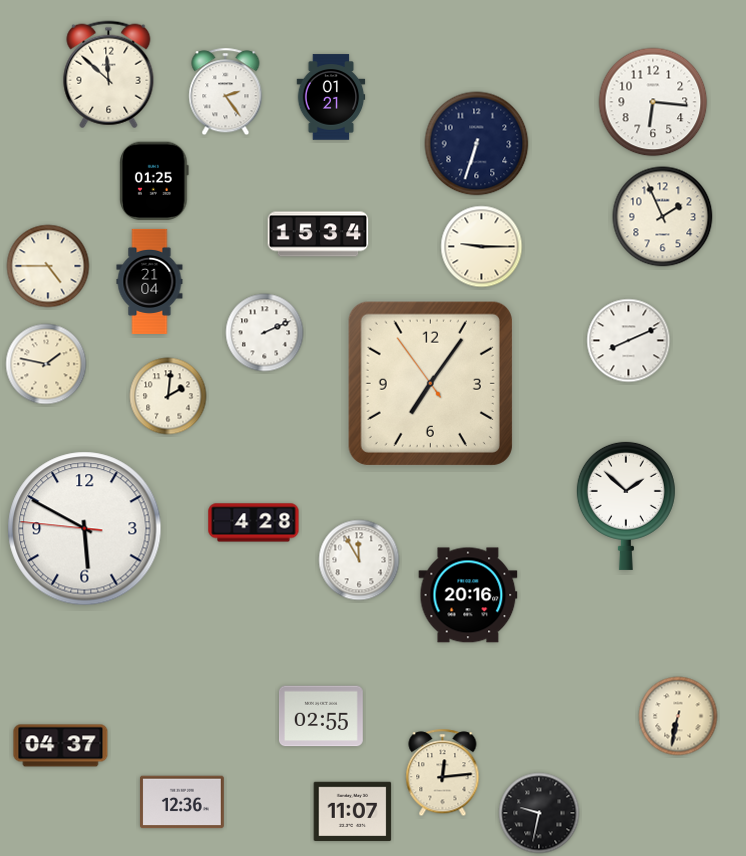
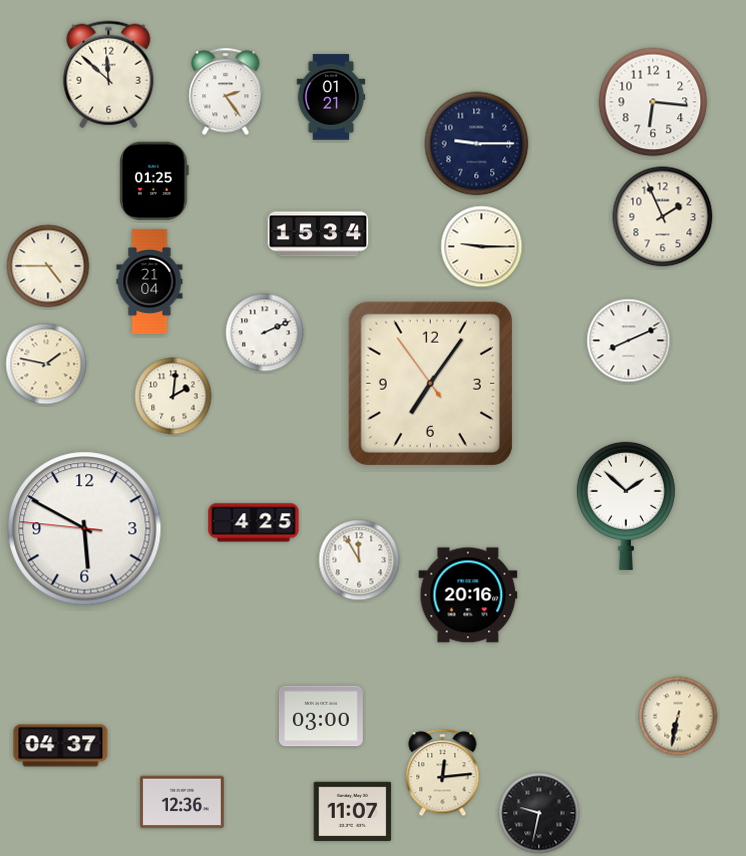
clock at (477, 144): 6:33 -> 9:15
clock at (168, 396) position: (168, 396) -> (173, 396)
clock at (254, 523): 4:28 -> 4:25
clock at (321, 716): 02:55 -> 03:00
